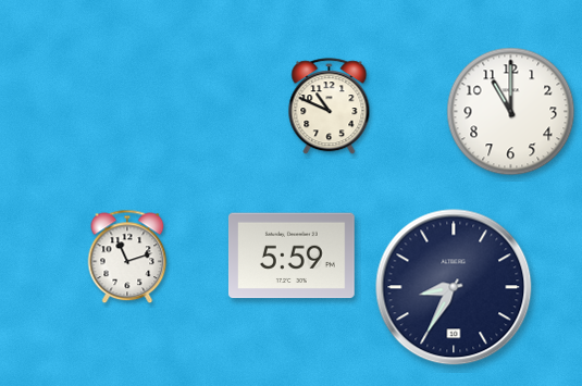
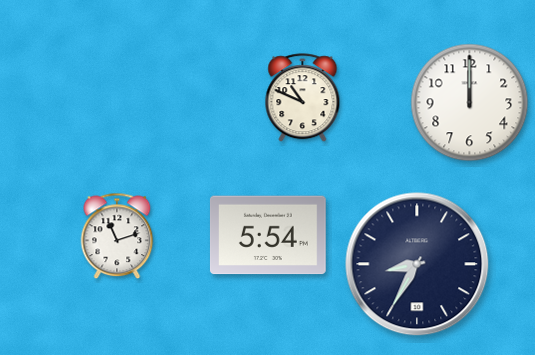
clock at (511, 112): 11:00 -> 12:00
clock at (292, 256): 5:59 -> 5:54
